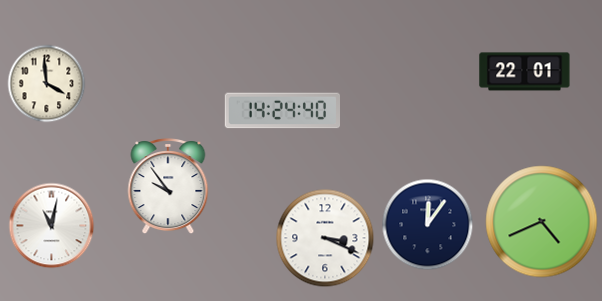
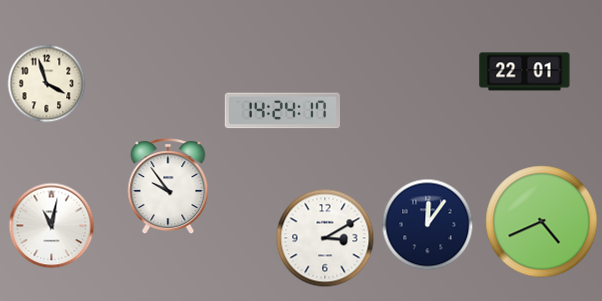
clock at (46, 83): 3:59 -> 3:57
clock at (282, 111): 14:24:40 -> 14:24:17
clock at (325, 238): 3:19 -> 3:10
